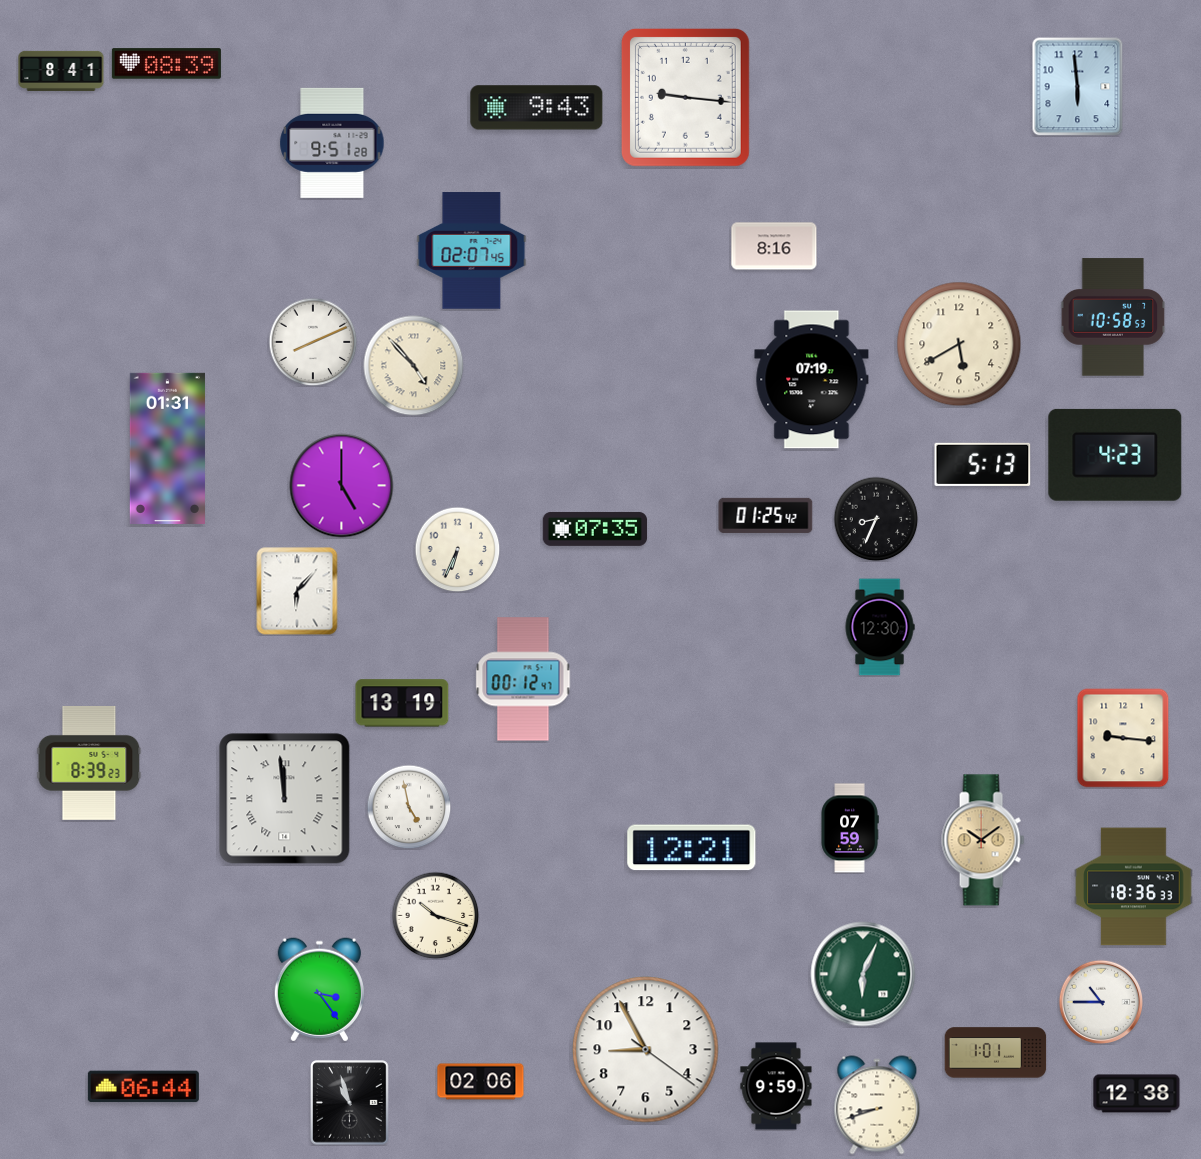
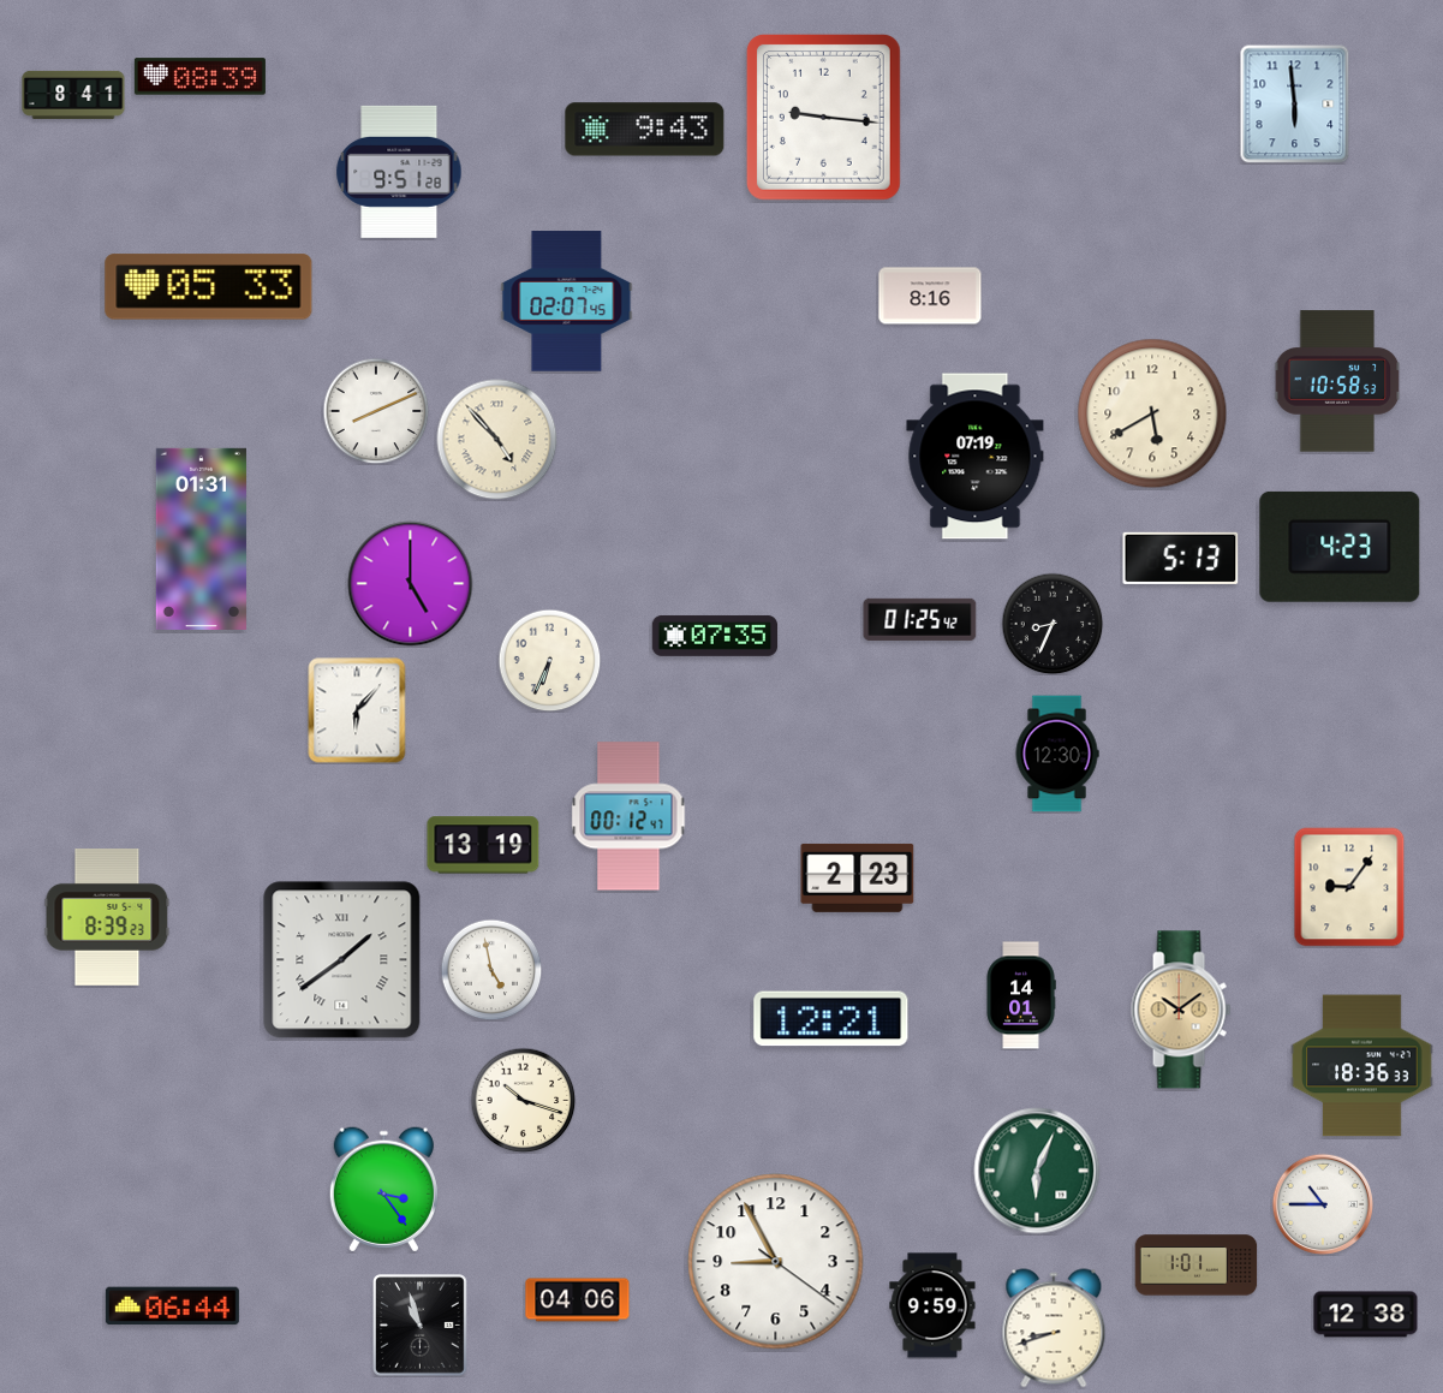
clock at (61, 71) position: (61, 71) -> (73, 95)
clock at (209, 287): none -> 05:33
clock at (858, 877): none -> 2:23
clock at (1123, 738): 9:16 -> 9:06
clock at (285, 799): 11:59 -> 1:39
clock at (850, 828): 07:59 -> 14:01
clock at (481, 1082): 02:06 -> 04:06
